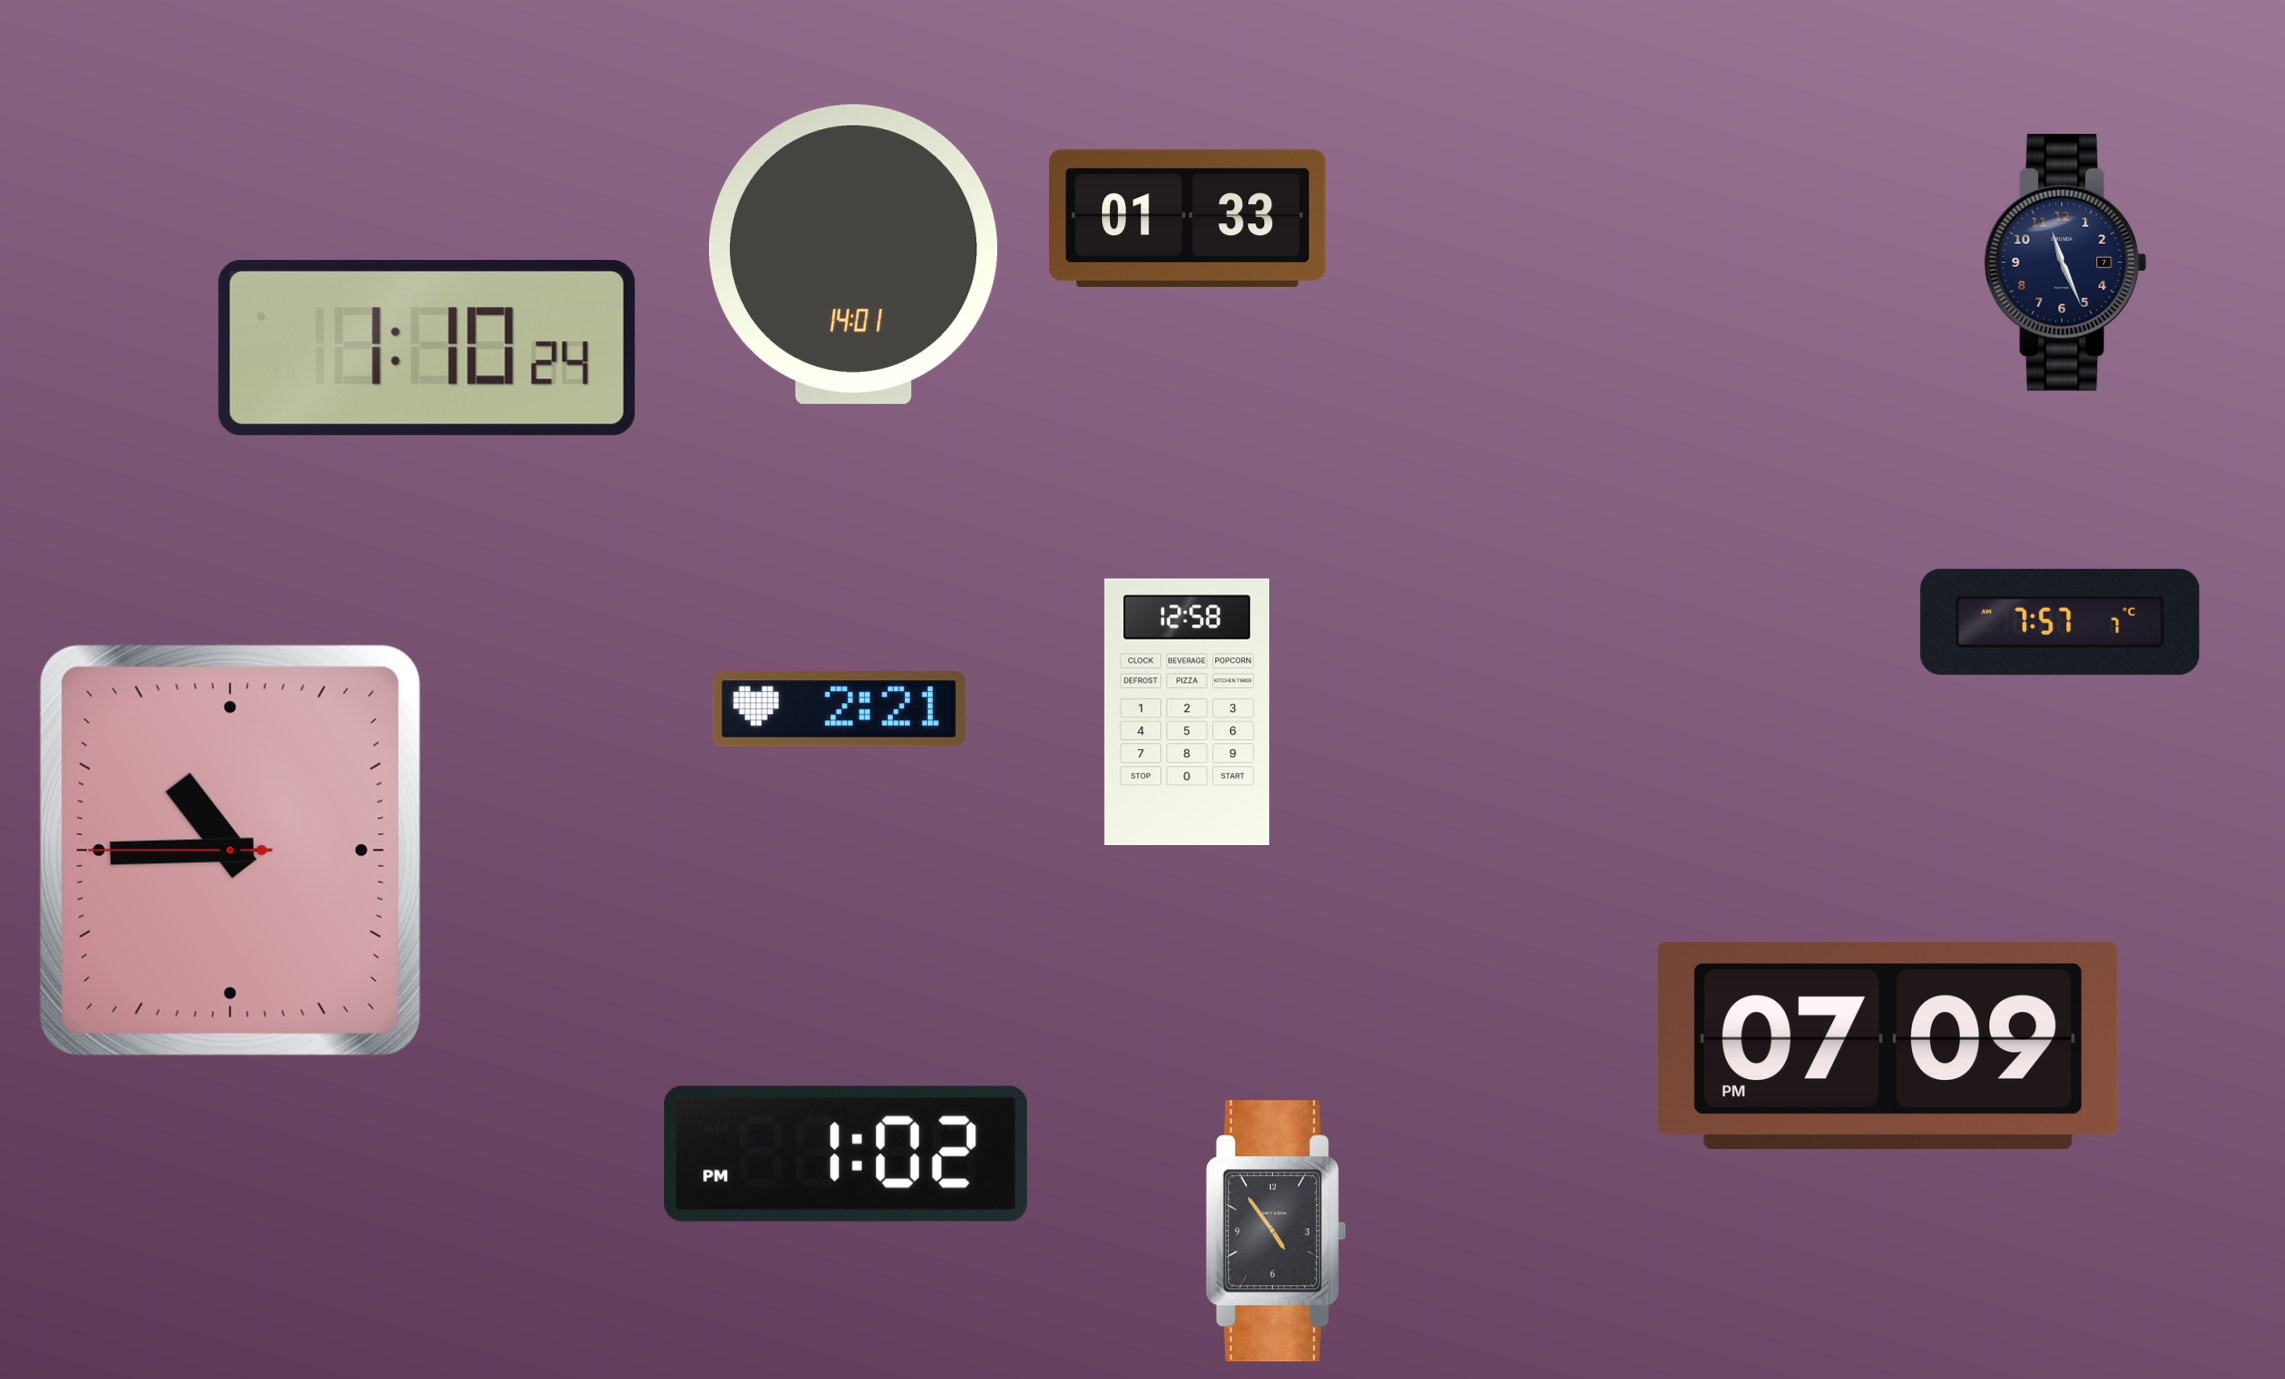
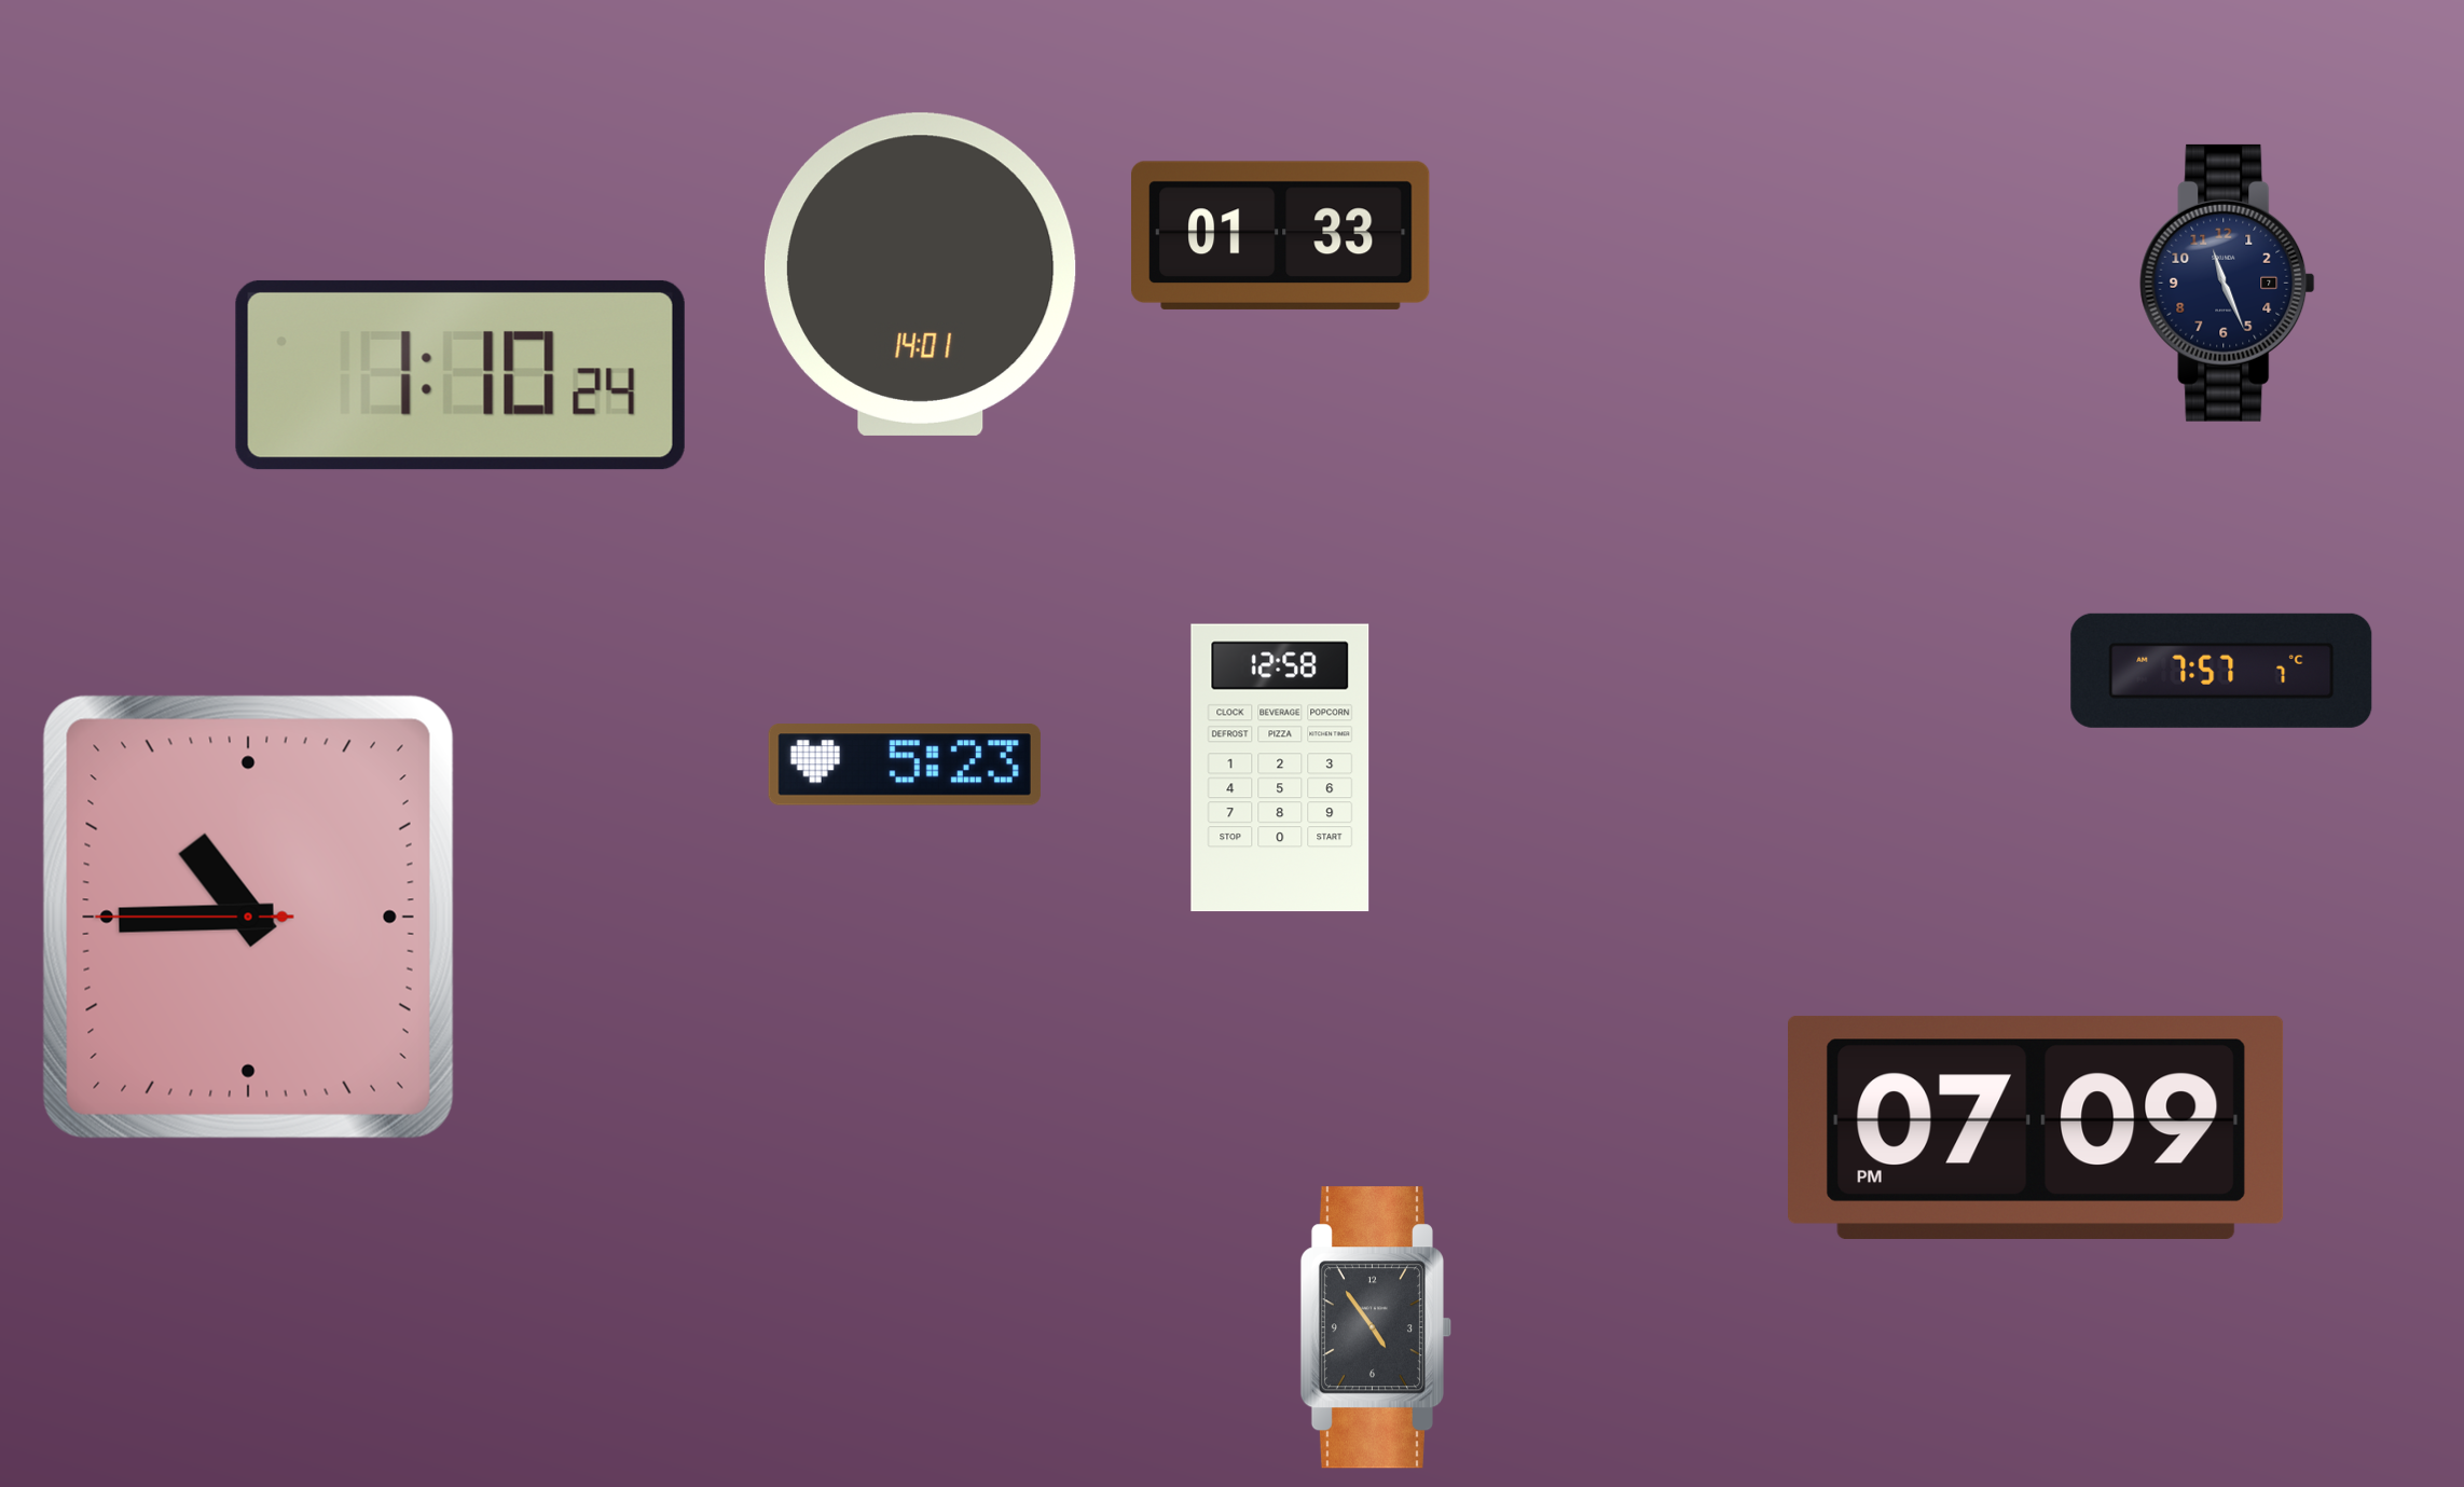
clock at (839, 709): 2:21 -> 5:23
clock at (846, 1154): 1:02 -> none
